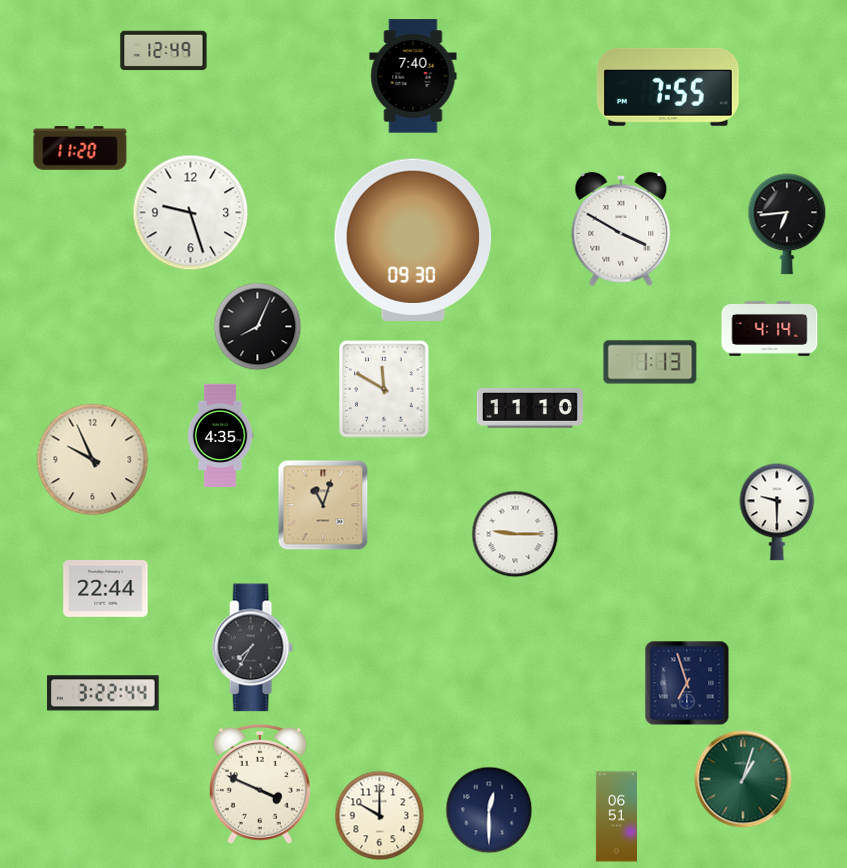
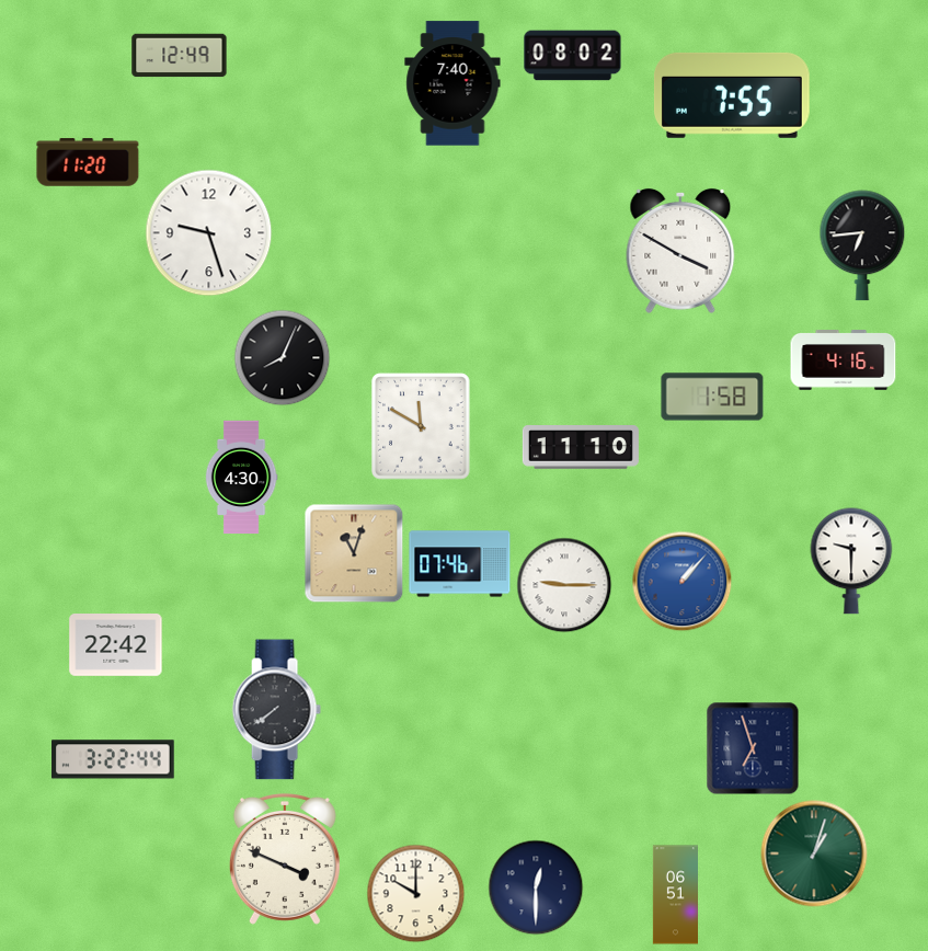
clock at (573, 56): none -> 08:02
clock at (413, 240): 09:30 -> none
clock at (770, 329): 4:14 -> 4:16
clock at (650, 362): 1:13 -> 1:58
clock at (220, 436): 4:35 -> 4:30
clock at (93, 460): 9:56 -> none
clock at (460, 564): none -> 07:46
clock at (683, 582): none -> 1:07
clock at (106, 589): 22:44 -> 22:42
clock at (252, 648): 7:35 -> 7:39
